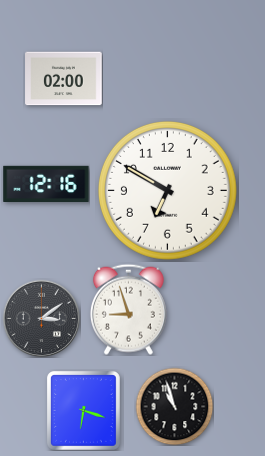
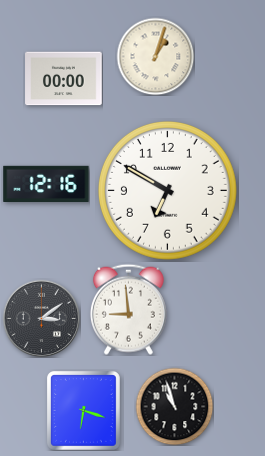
clock at (155, 56): none -> 1:03
clock at (64, 79): 02:00 -> 00:00
clock at (128, 309): 8:57 -> 8:59
